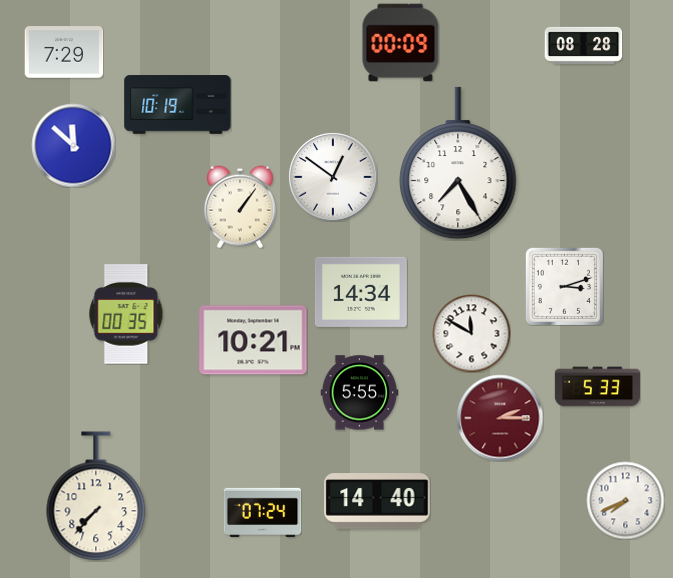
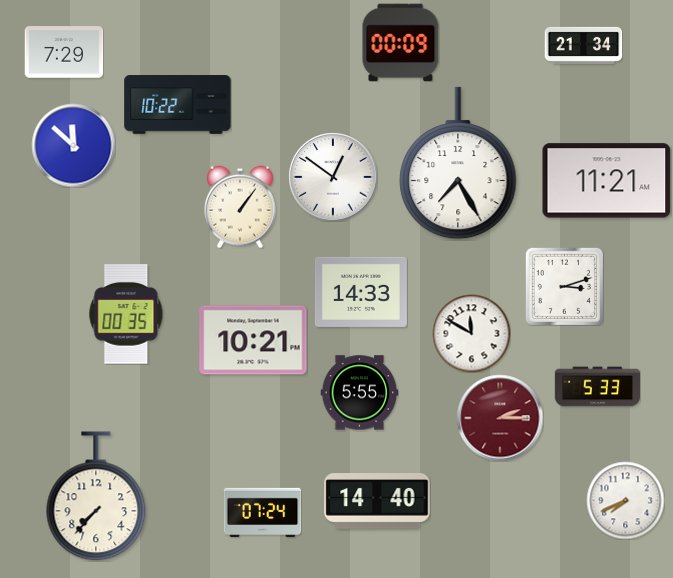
clock at (583, 45): 08:28 -> 21:34
clock at (178, 105): 10:19 -> 10:22
clock at (607, 181): none -> 11:21
clock at (361, 292): 14:34 -> 14:33
